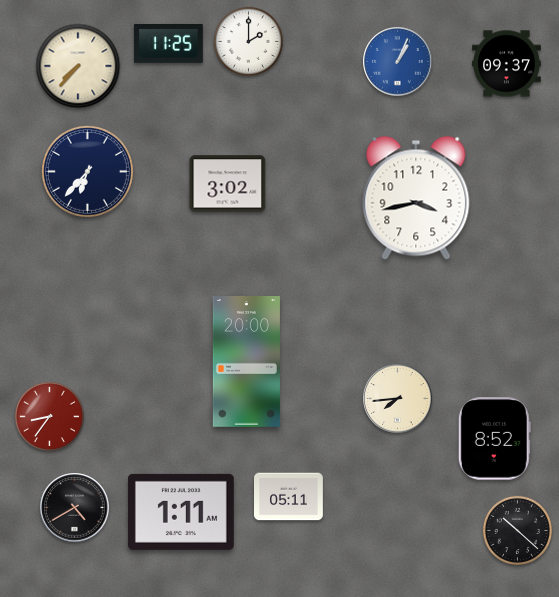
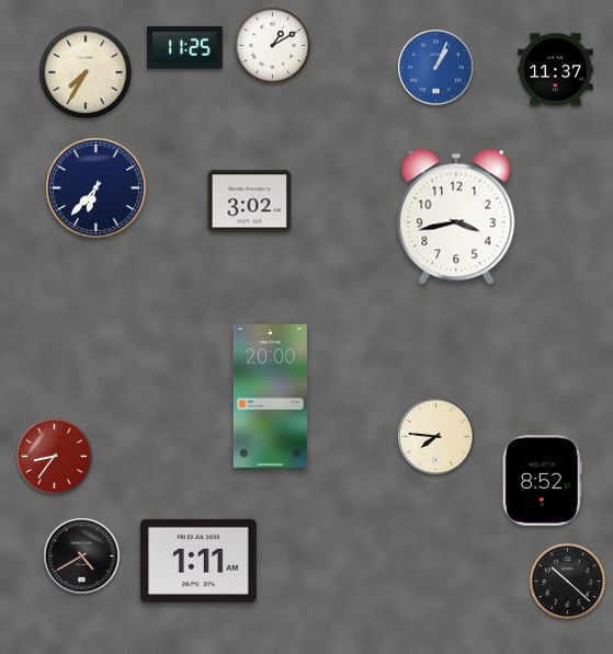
clock at (248, 41): 2:00 -> 1:10
clock at (507, 64): 09:37 -> 11:37
clock at (78, 66): 7:37 -> 7:35
clock at (398, 399): 7:44 -> 7:46
clock at (289, 497): 05:11 -> none
